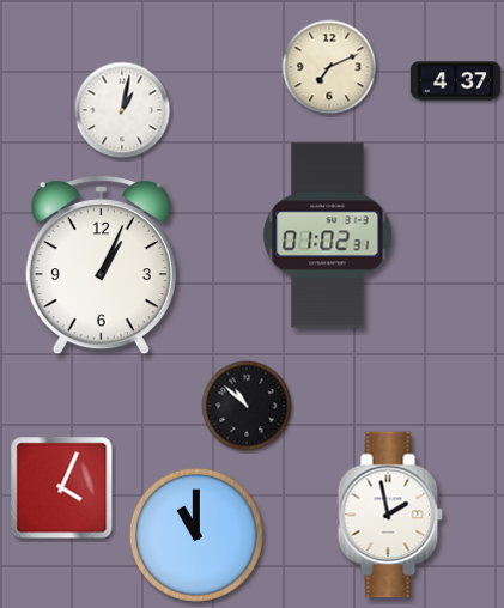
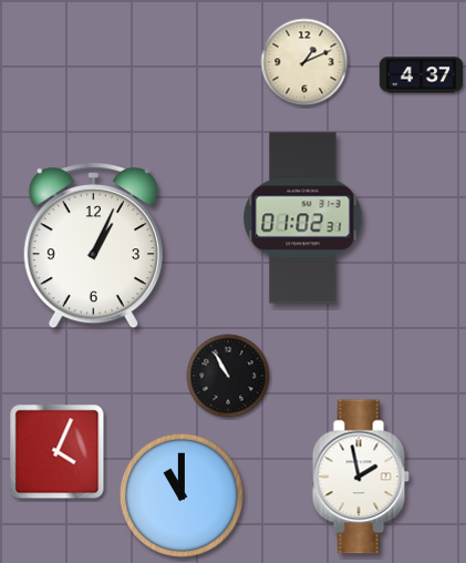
clock at (329, 67): 7:11 -> 1:11
clock at (122, 110): 1:02 -> none
clock at (247, 406): 10:52 -> 10:55
